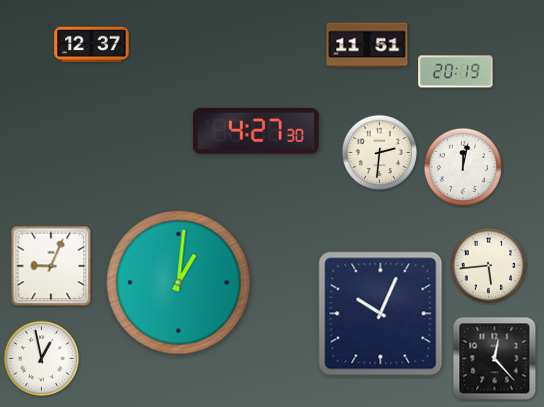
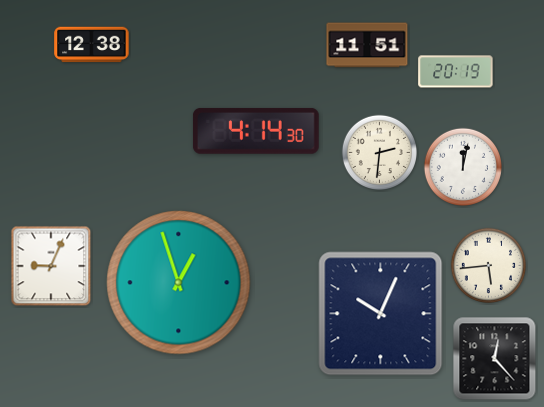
clock at (92, 45): 12:37 -> 12:38
clock at (256, 131): 4:27 -> 4:14
clock at (179, 283): 1:01 -> 12:57
clock at (41, 358): 12:58 -> none
